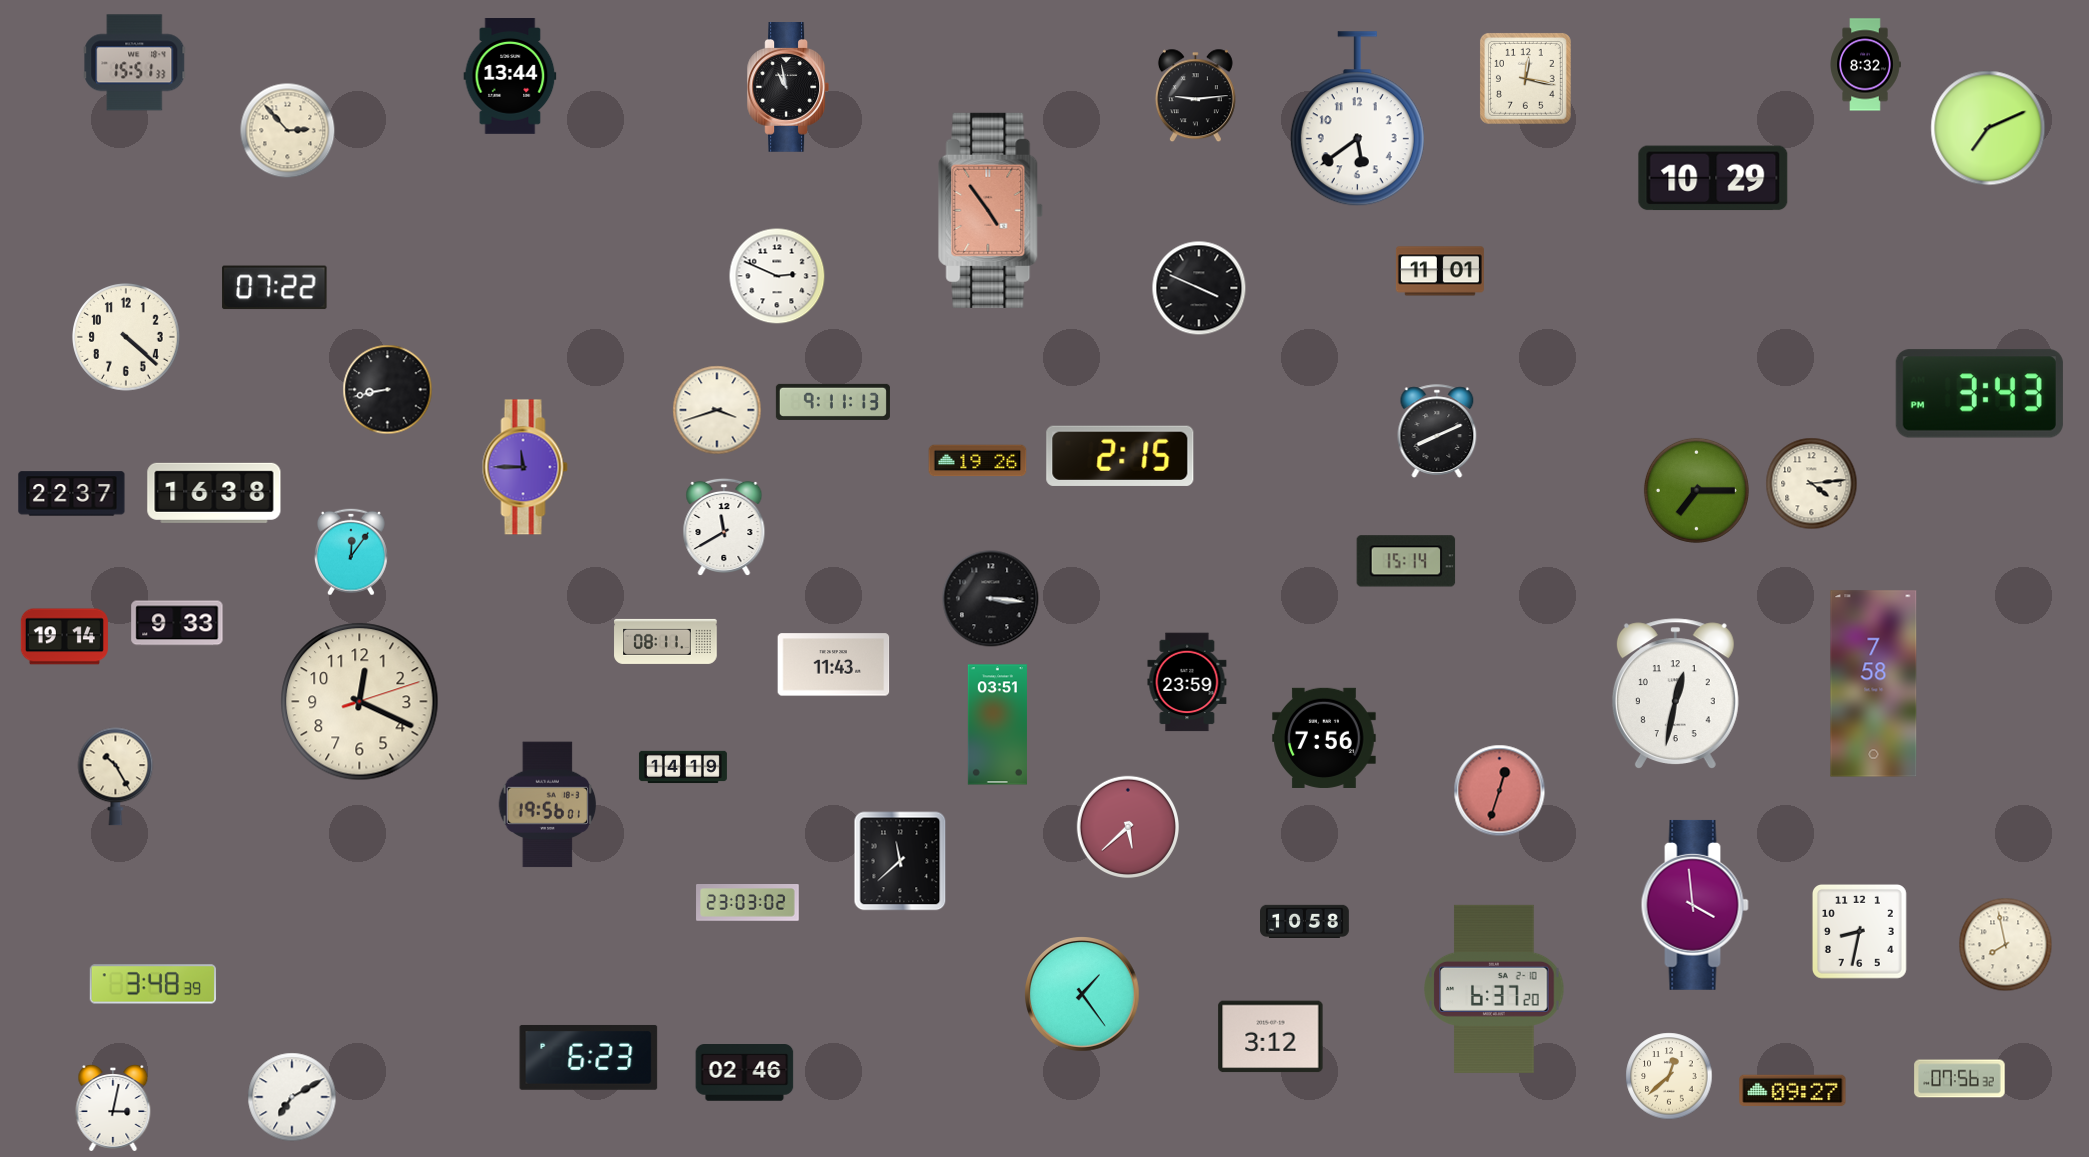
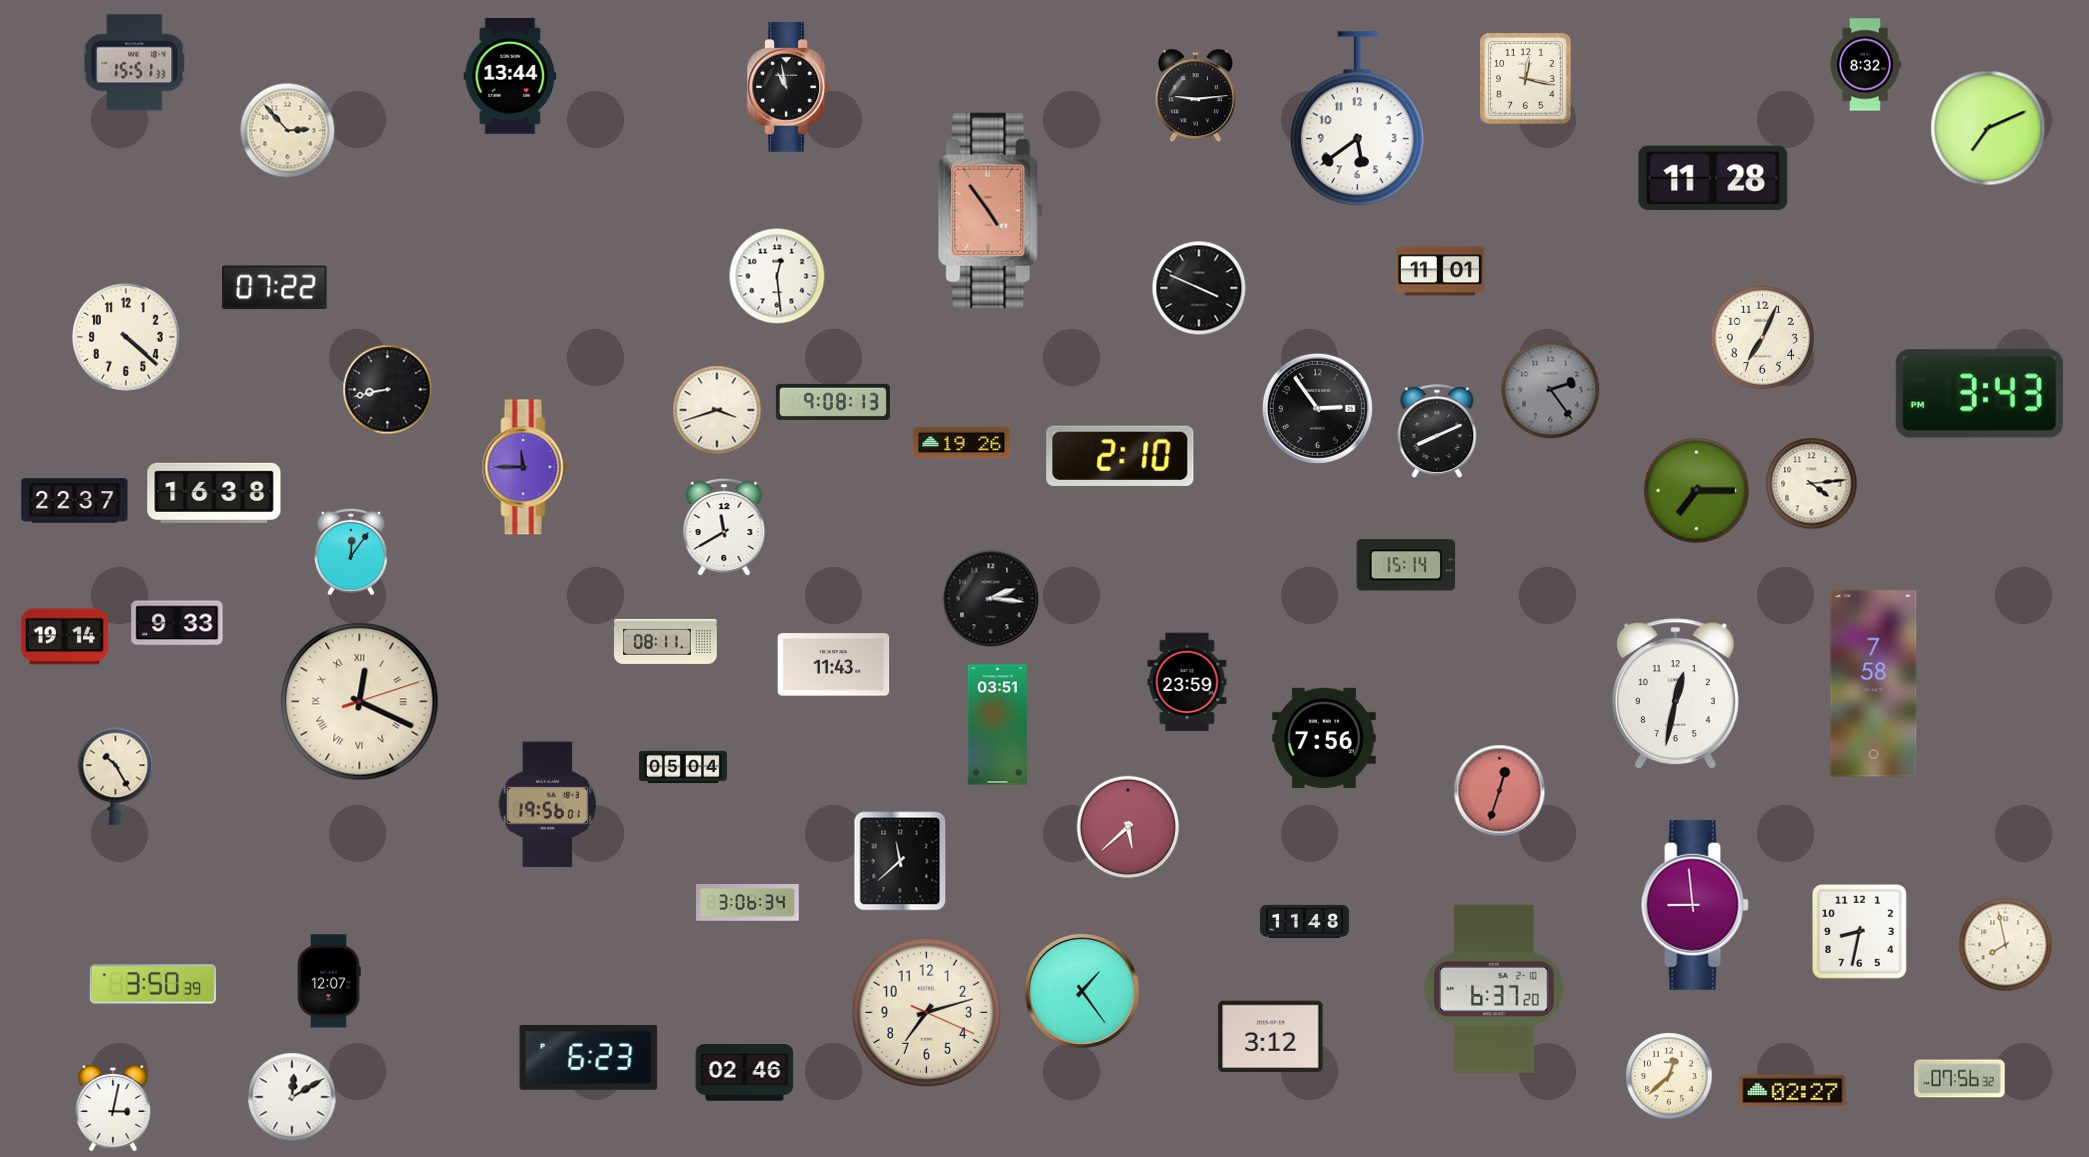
clock at (1713, 178): 10:29 -> 11:28
clock at (777, 276): 2:49 -> 12:29
clock at (1762, 337): none -> 7:04
clock at (1551, 390): none -> 2:24
clock at (833, 402): 9:11 -> 9:08
clock at (1317, 408): none -> 2:54
clock at (1120, 456): 2:15 -> 2:10
clock at (978, 461) position: (978, 461) -> (962, 443)
clock at (72, 494) position: (72, 494) -> (75, 501)
clock at (1406, 561) position: (1406, 561) -> (1406, 565)
clock at (991, 599): 3:16 -> 2:16
clock at (360, 702) numerals: Arabic -> Roman
clock at (683, 767): 14:19 -> 05:04
clock at (748, 903): 23:03 -> 3:06
clock at (1695, 905): 3:59 -> 8:59
clock at (1305, 921): 10:58 -> 11:48
clock at (329, 981): none -> 12:07
clock at (152, 984): 3:48 -> 3:50
clock at (1083, 995) position: (1083, 995) -> (1083, 992)
clock at (926, 1012): none -> 7:12
clock at (1793, 1091): 09:27 -> 02:27
clock at (292, 1097): 7:10 -> 12:10
